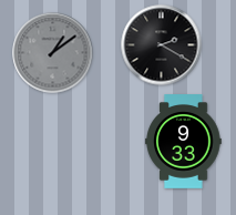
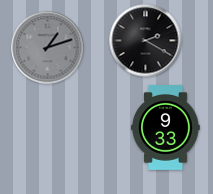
clock at (53, 53): 1:09 -> 1:12
